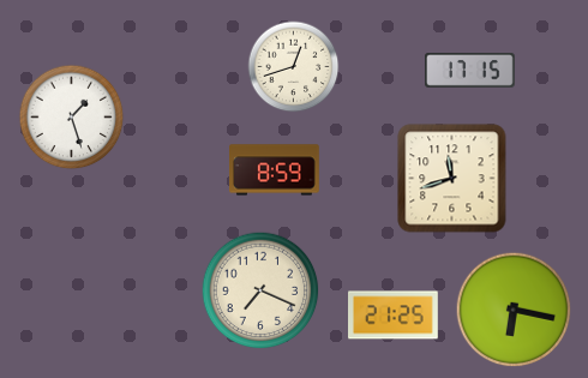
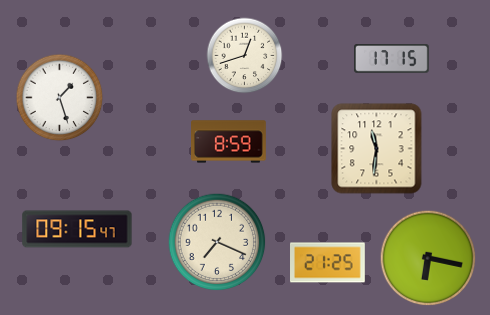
clock at (452, 179): 11:42 -> 11:31
clock at (77, 229): none -> 09:15
